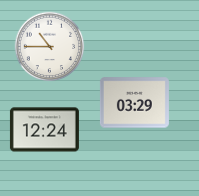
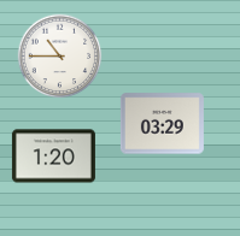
clock at (44, 130): 12:24 -> 1:20
